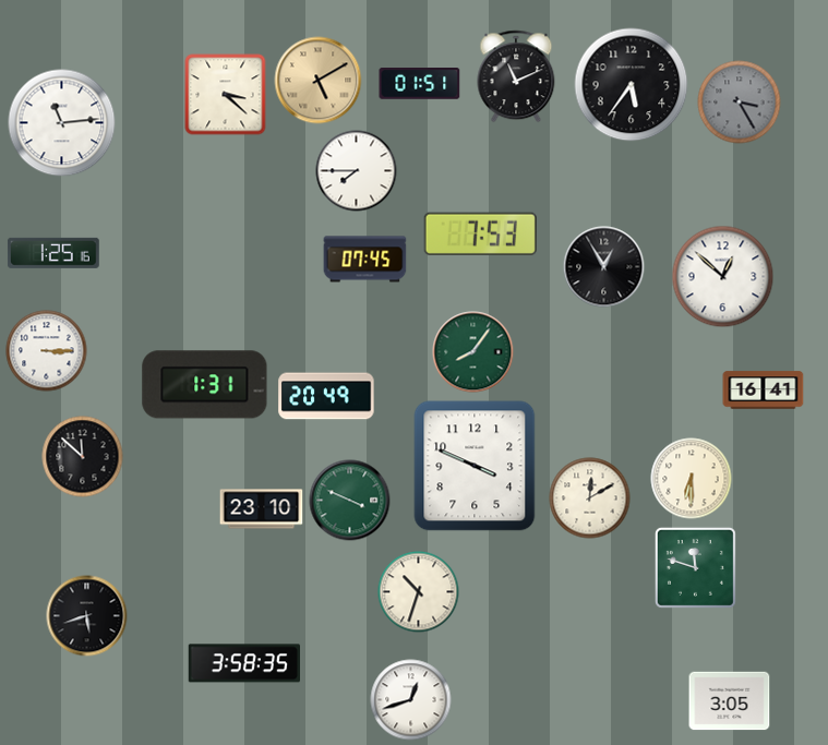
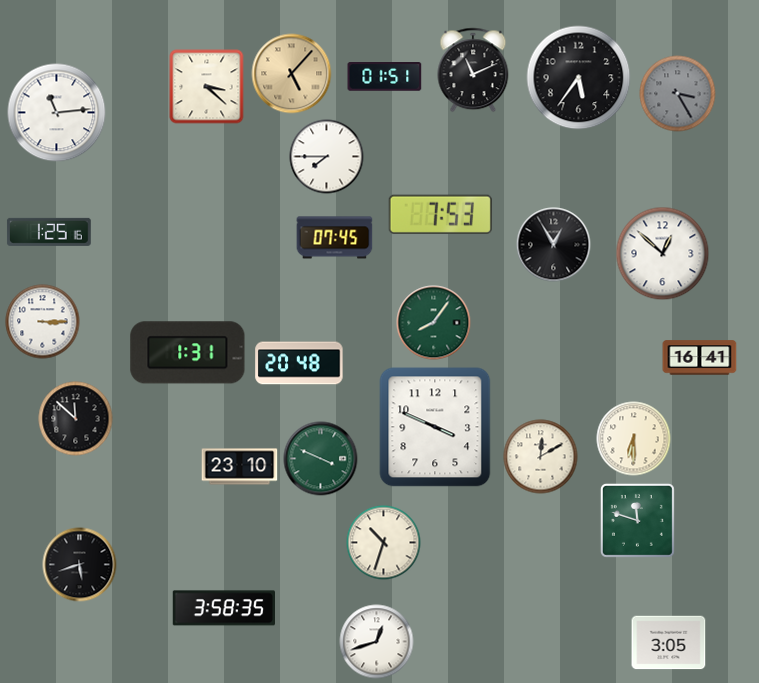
clock at (319, 81): 5:10 -> 5:07
clock at (326, 396): 20:49 -> 20:48
